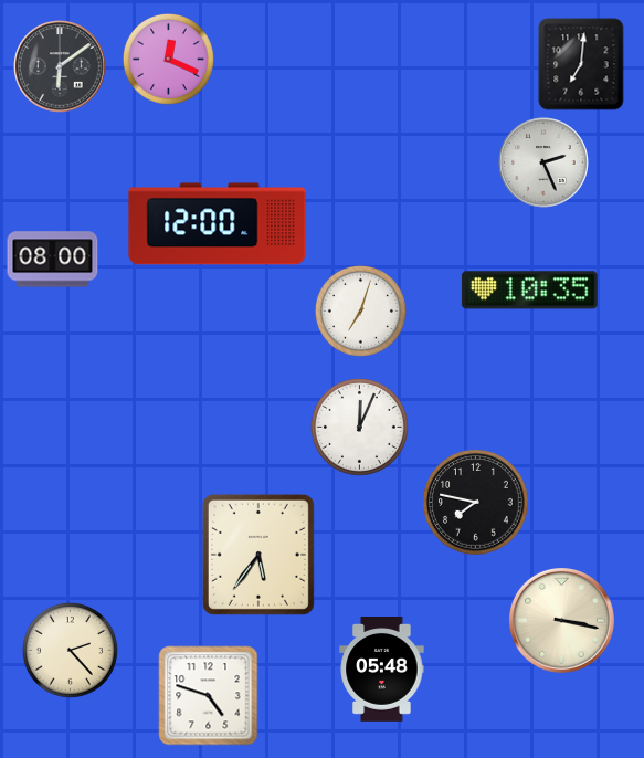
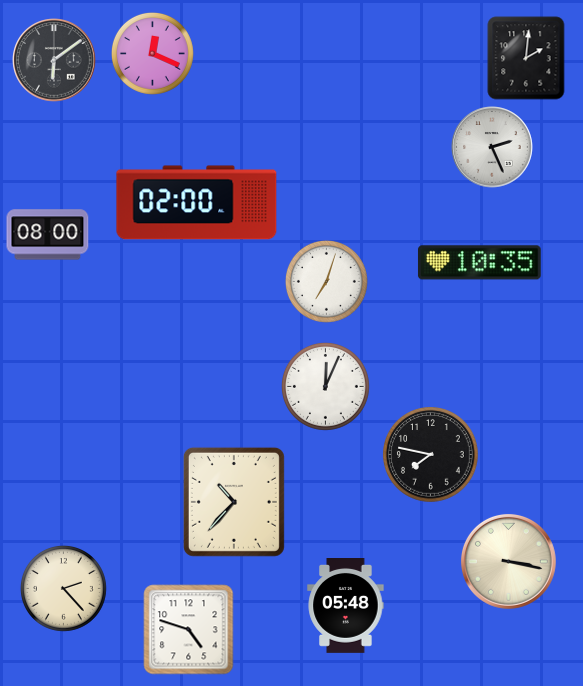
clock at (581, 64): 7:01 -> 2:01
clock at (218, 224): 12:00 -> 02:00
clock at (258, 555): 5:36 -> 10:37
